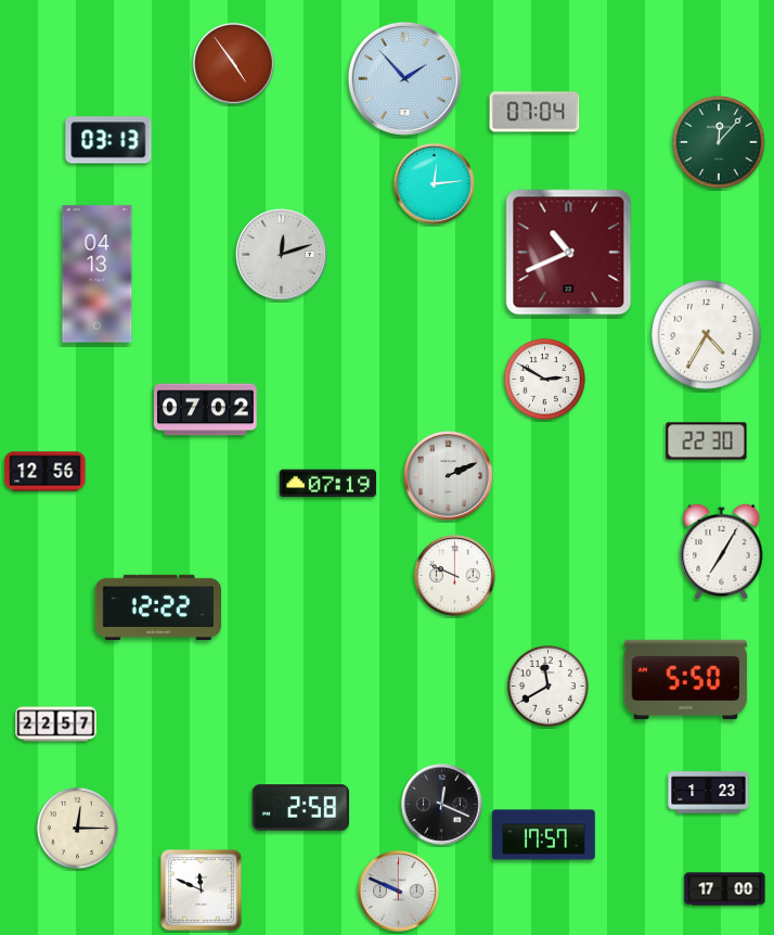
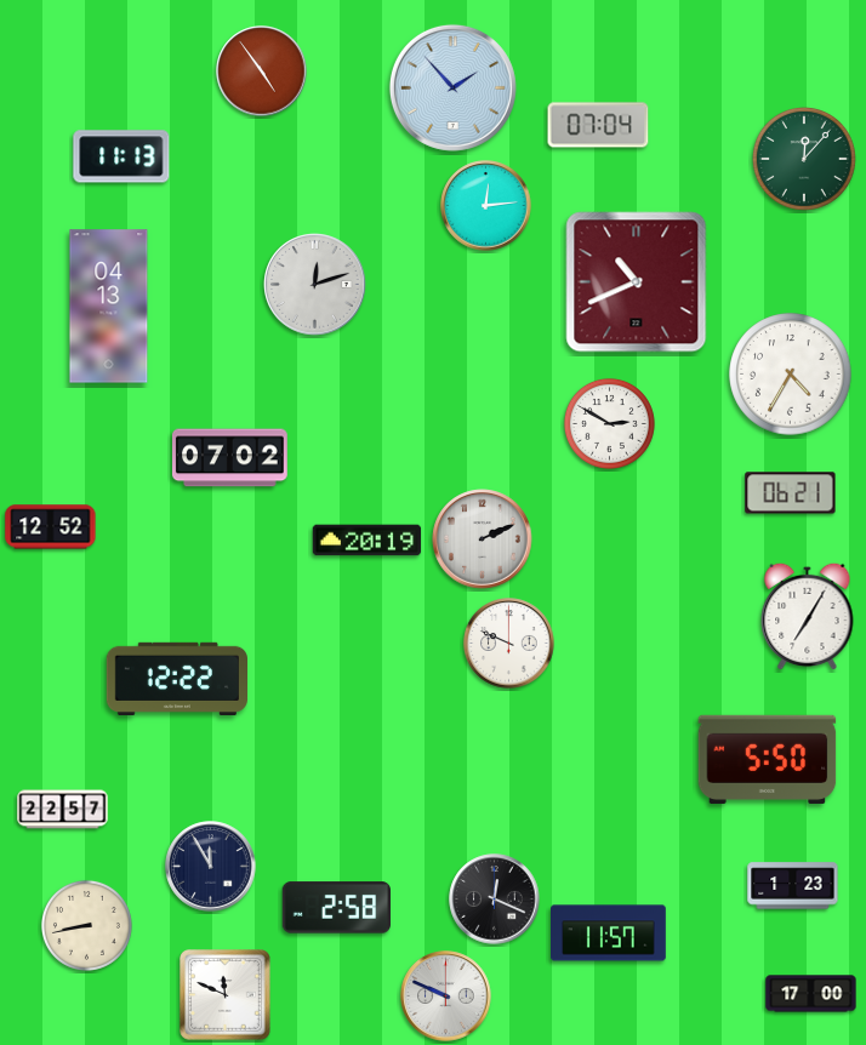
clock at (108, 140): 03:13 -> 11:13
clock at (707, 441): 22:30 -> 06:21
clock at (46, 472): 12:56 -> 12:52
clock at (449, 476) position: (449, 476) -> (483, 539)
clock at (328, 484): 07:19 -> 20:19
clock at (547, 686): 11:40 -> none
clock at (211, 867): none -> 11:55
clock at (300, 808) position: (300, 808) -> (336, 908)
clock at (77, 828): 12:15 -> 8:43
clock at (544, 835): 17:57 -> 11:57
